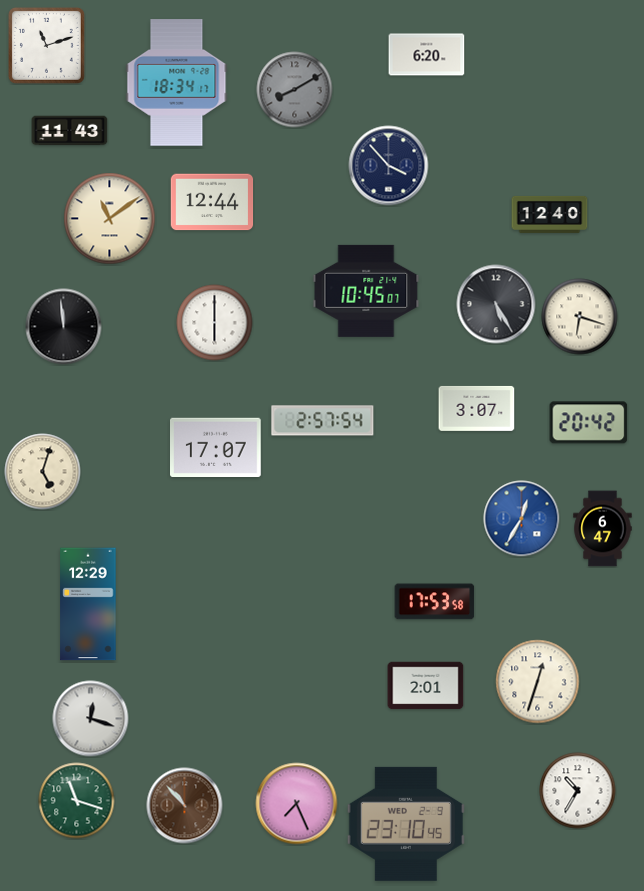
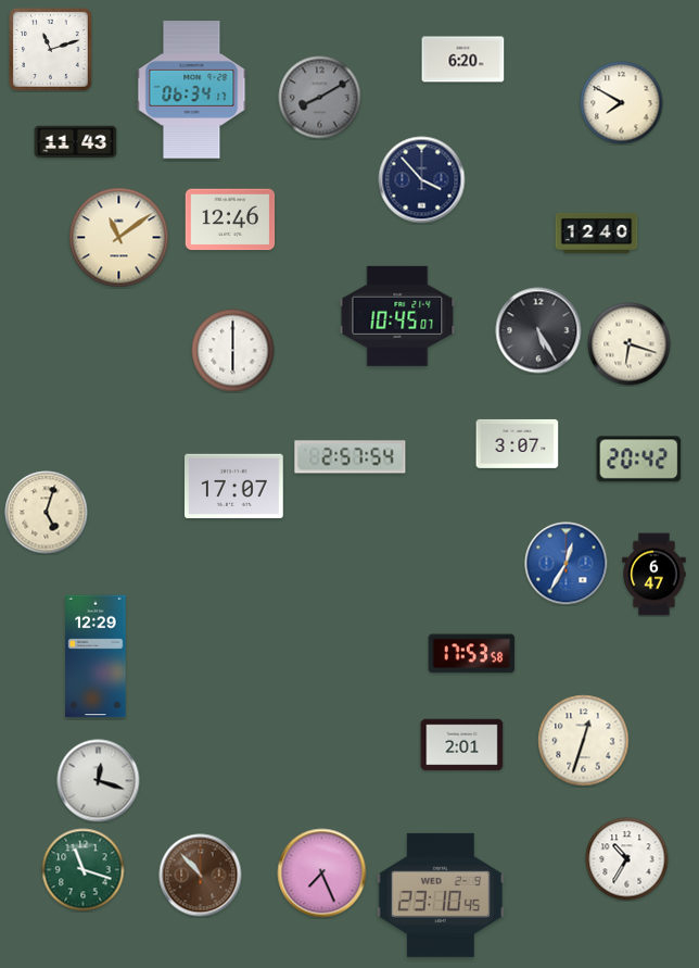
clock at (177, 83): 18:34 -> 06:34
clock at (622, 103): none -> 7:50
clock at (212, 202): 12:44 -> 12:46
clock at (64, 327): 11:59 -> none
